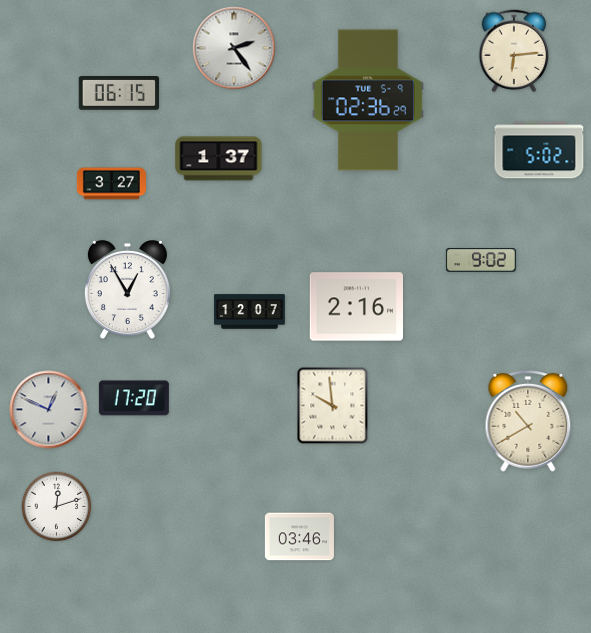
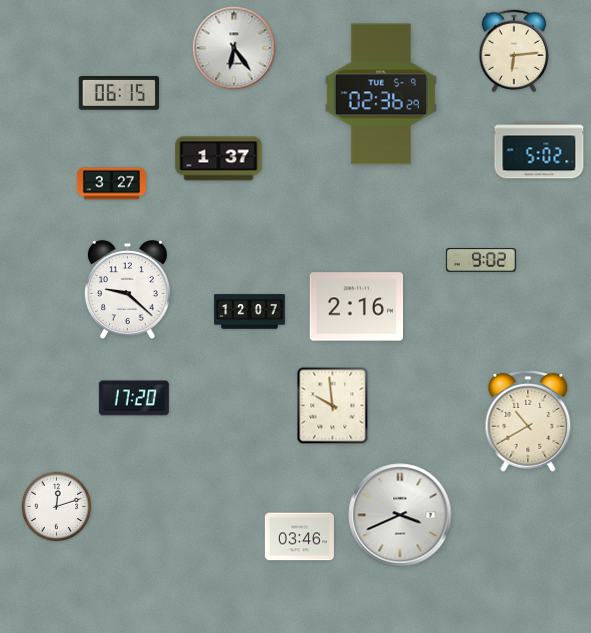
clock at (234, 48): 2:24 -> 6:24
clock at (368, 100) position: (368, 100) -> (381, 94)
clock at (127, 290): 12:55 -> 9:22
clock at (49, 410): 12:49 -> none
clock at (400, 515): none -> 3:41
